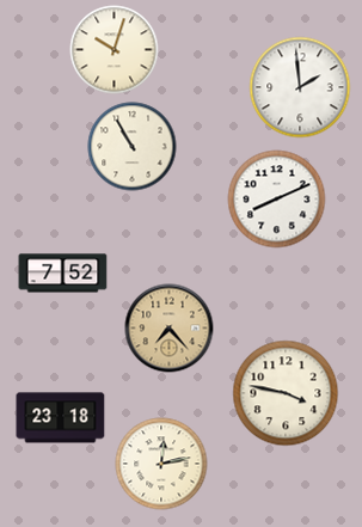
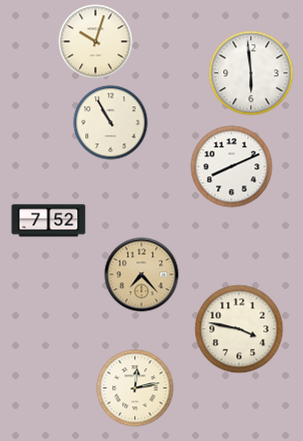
clock at (300, 87): 1:59 -> 5:59
clock at (63, 274) position: (63, 274) -> (49, 221)
clock at (61, 418): 23:18 -> none
